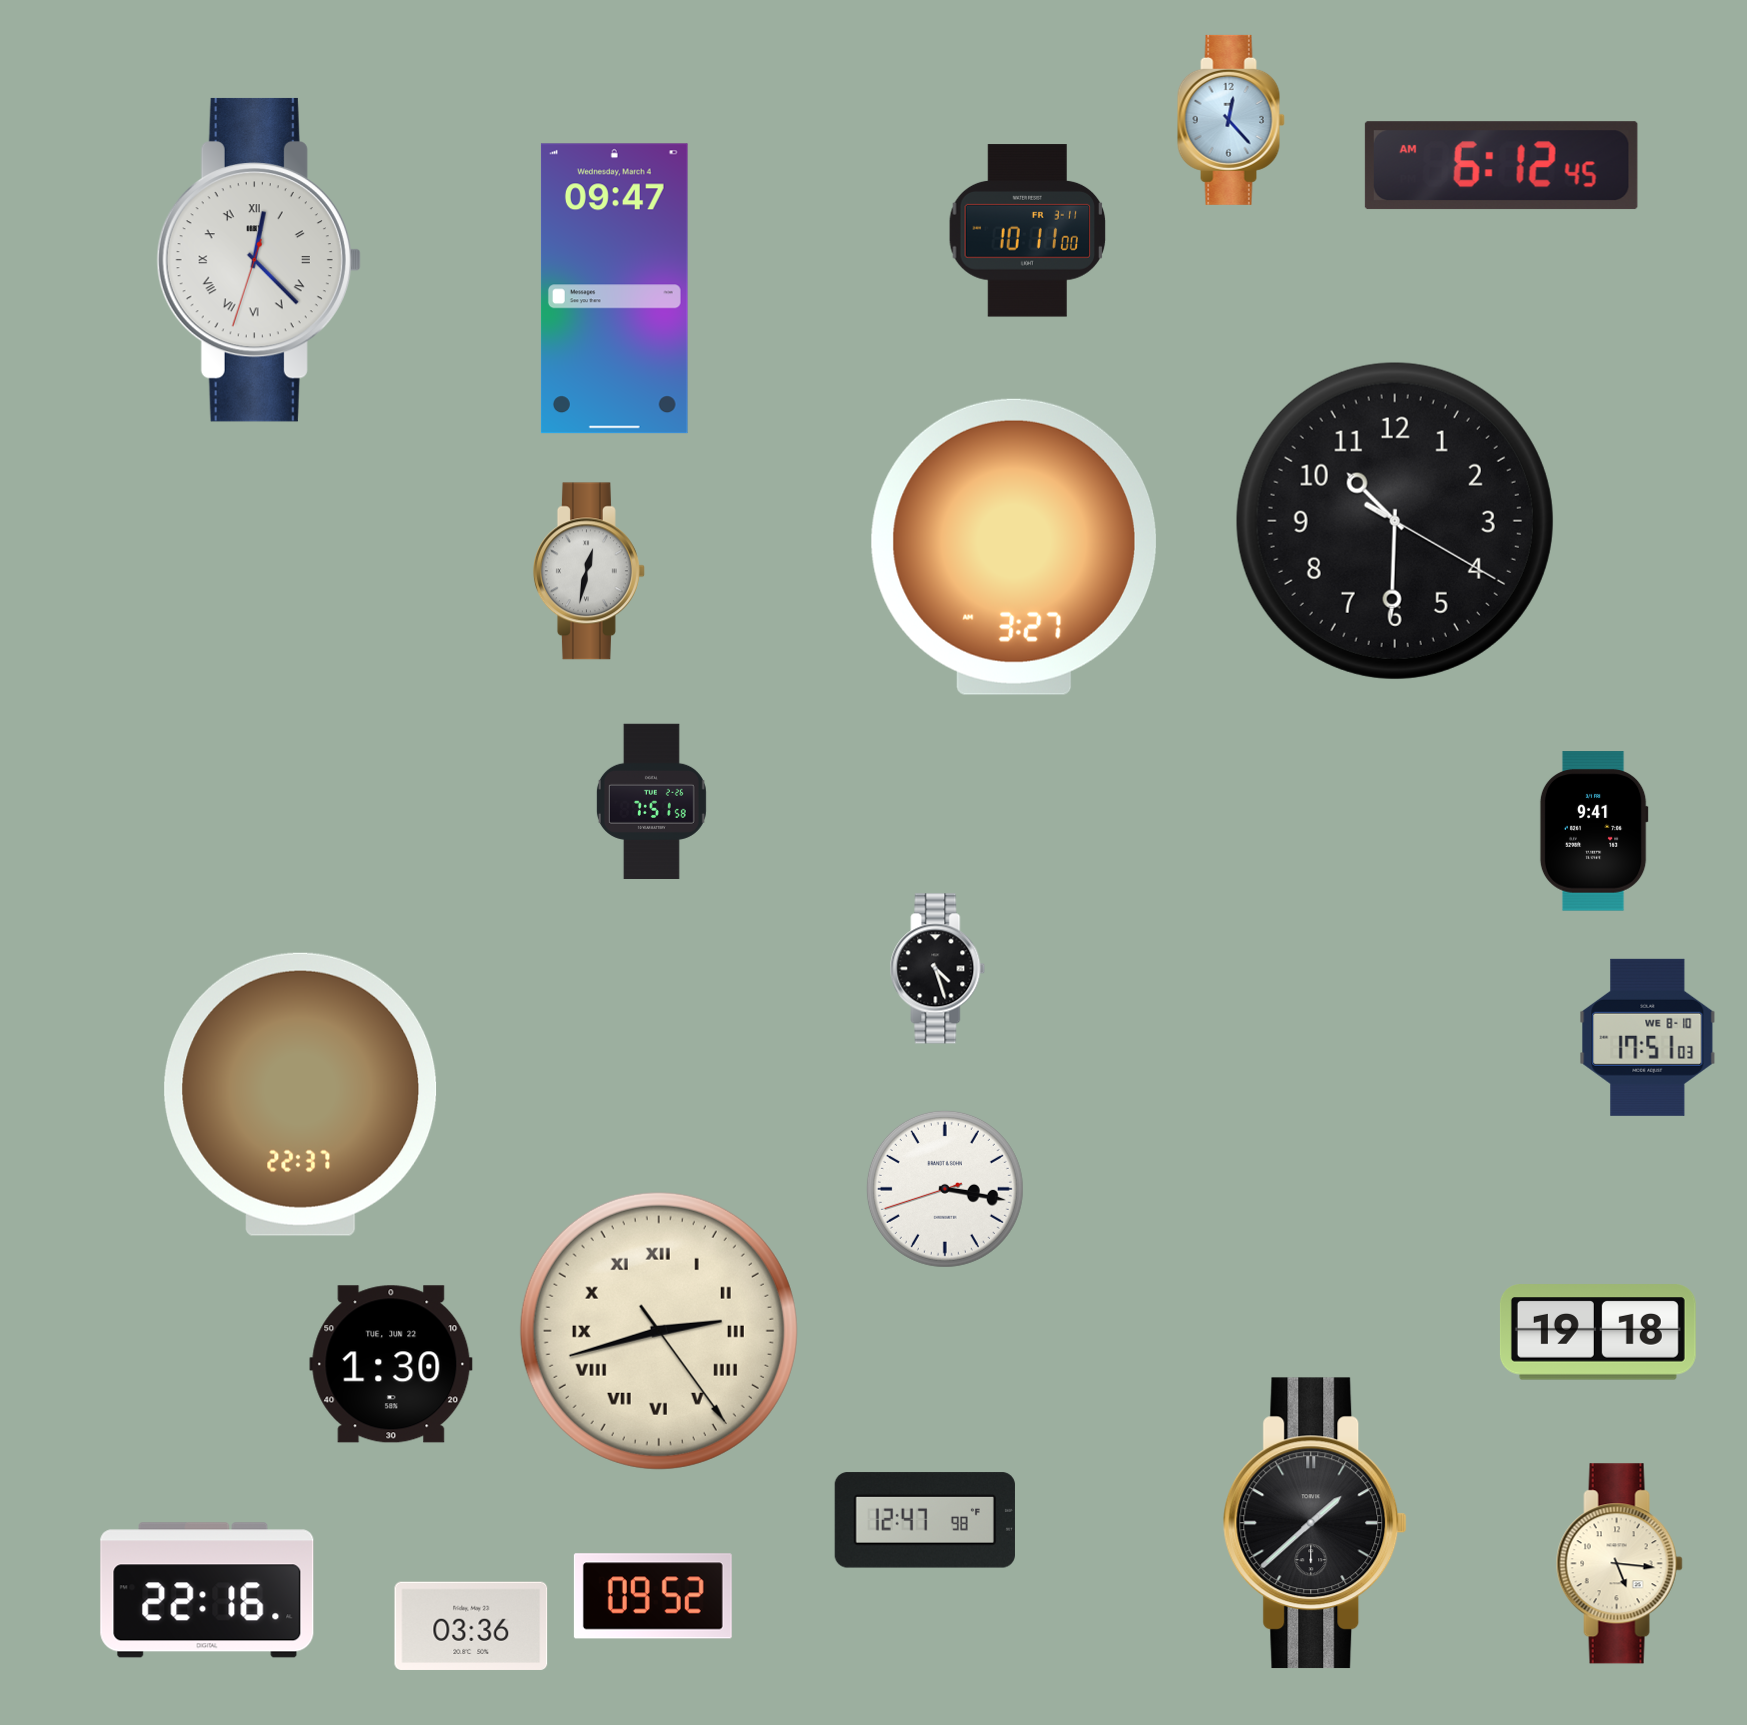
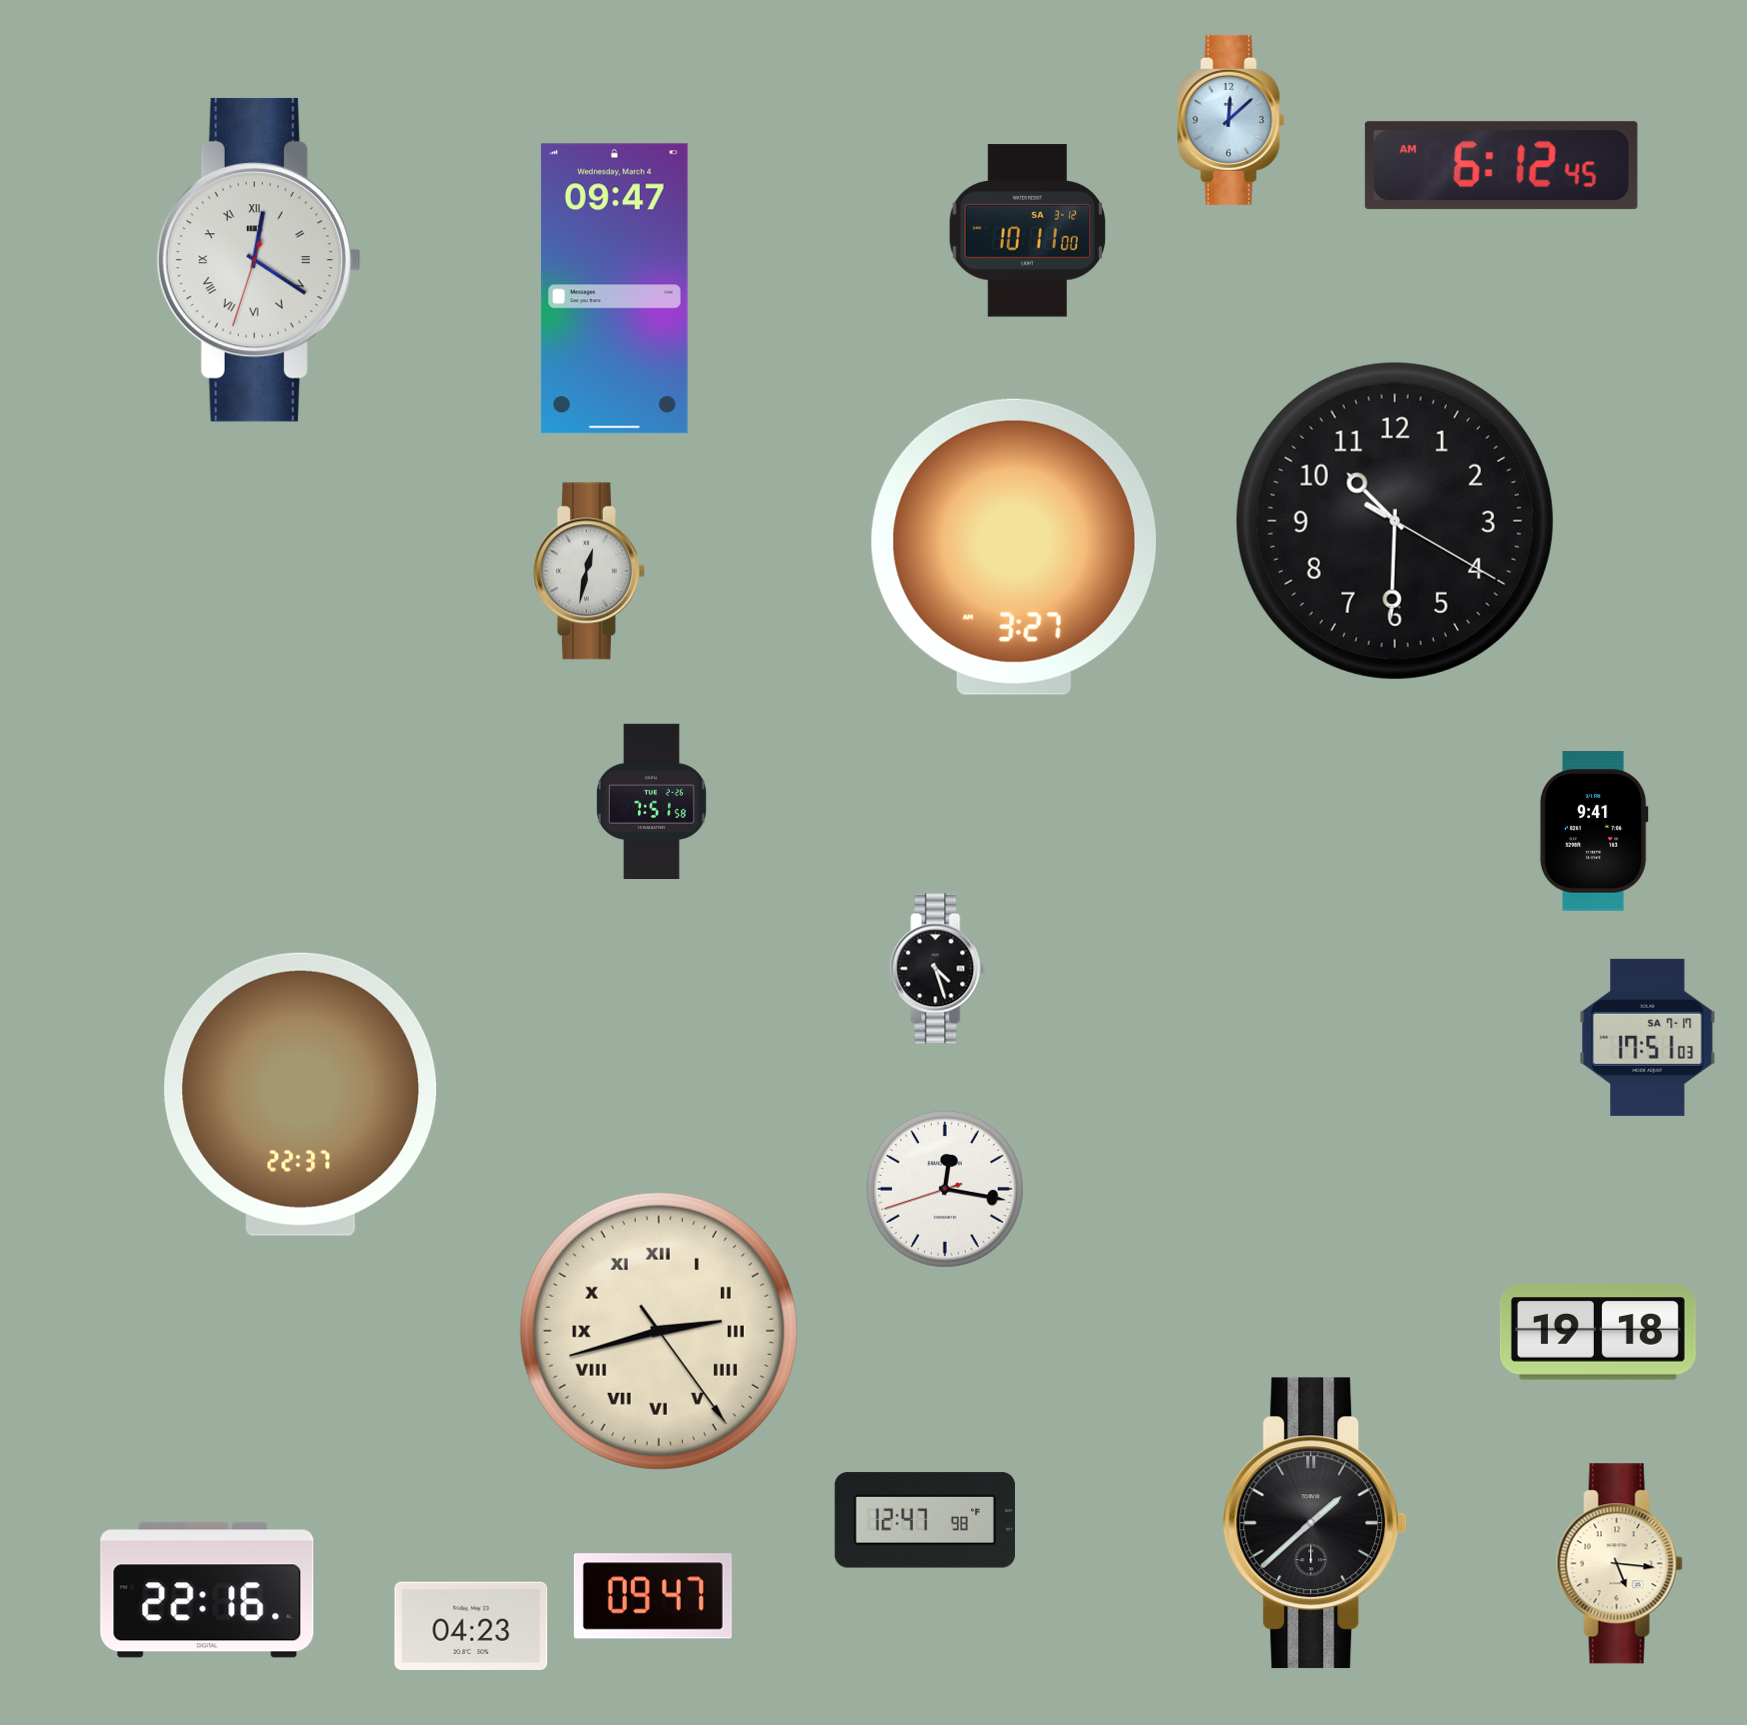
clock at (1231, 120): 12:23 -> 12:08
clock at (1028, 231) date: FR 3-11 -> SA 3-12
clock at (259, 260): 12:22 -> 12:20
clock at (1648, 1037) date: WE 8-10 -> SA 7-17
clock at (945, 1189): 3:16 -> 12:16
clock at (391, 1364): 1:30 -> none
clock at (653, 1596): 09:52 -> 09:47
clock at (471, 1625): 03:36 -> 04:23
